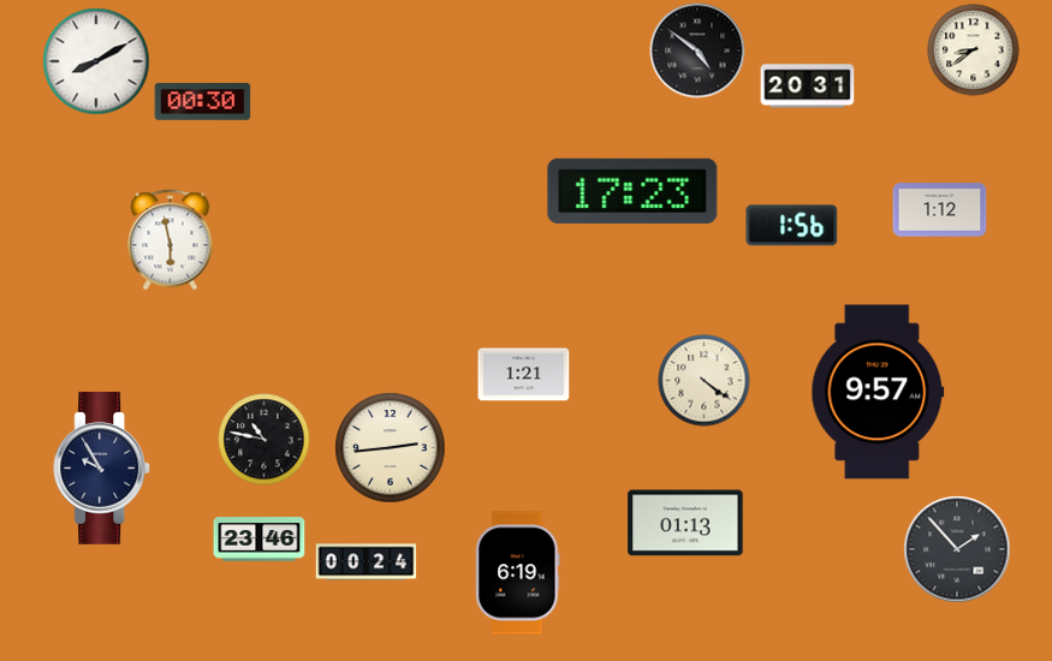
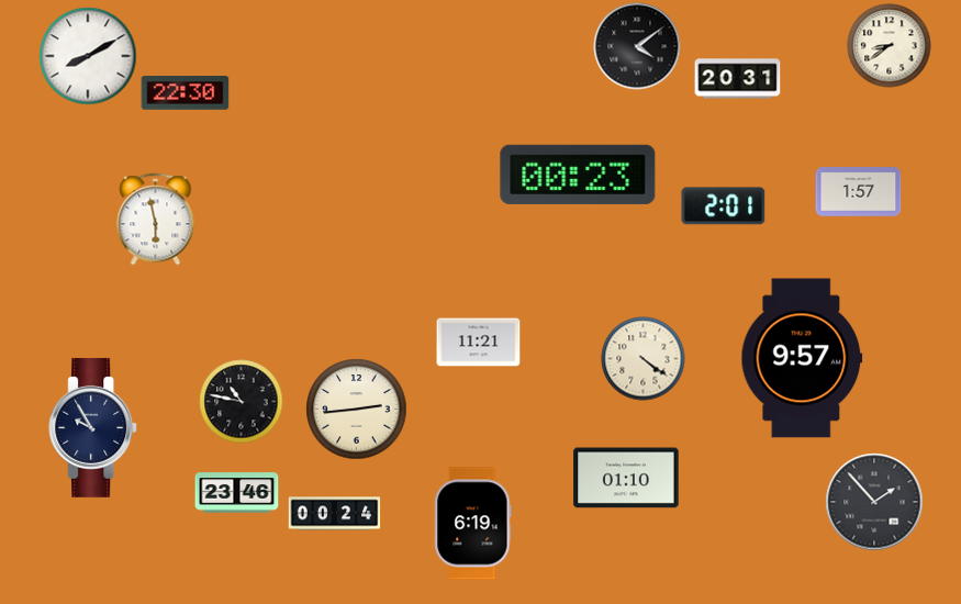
clock at (697, 50): 4:51 -> 4:09
clock at (203, 102): 00:30 -> 22:30
clock at (632, 191): 17:23 -> 00:23
clock at (940, 210): 1:12 -> 1:57
clock at (792, 226): 1:56 -> 2:01
clock at (524, 375): 1:21 -> 11:21
clock at (705, 381) position: (705, 381) -> (644, 359)
clock at (685, 523): 01:13 -> 01:10
